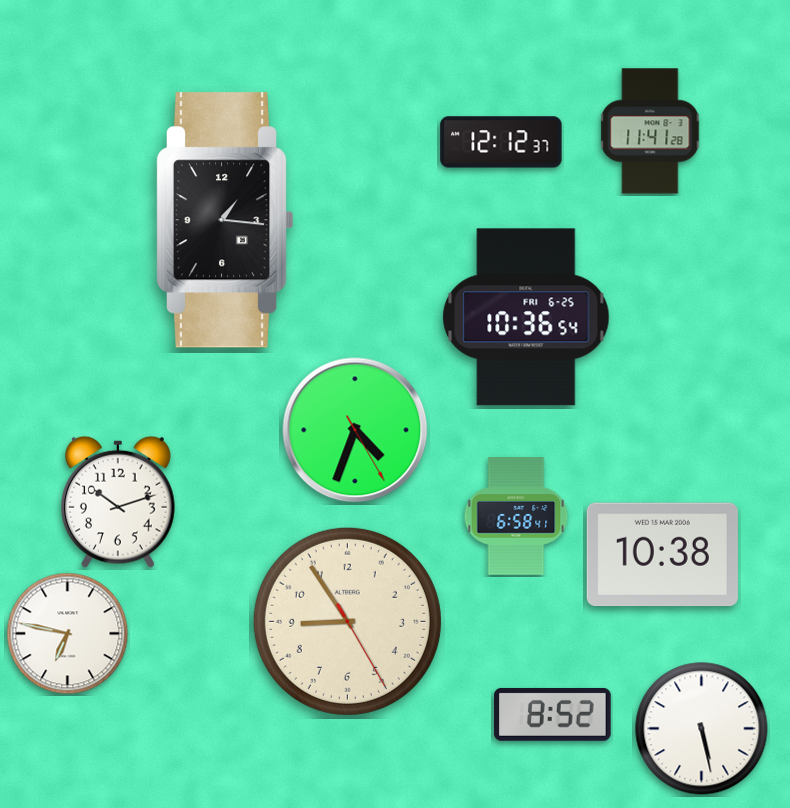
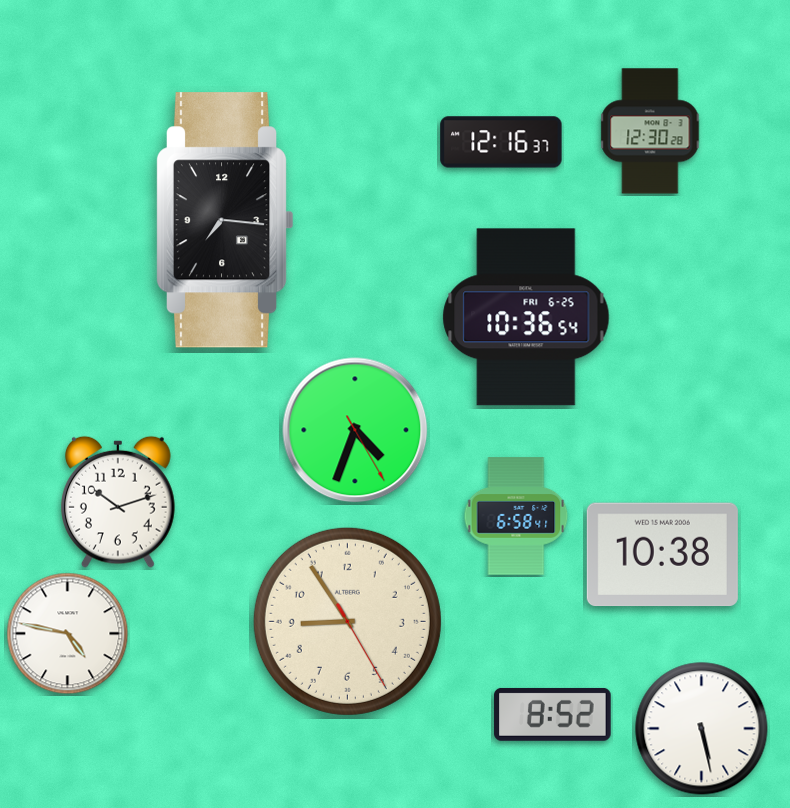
clock at (650, 131): 11:41 -> 12:30
clock at (501, 142): 12:12 -> 12:16
clock at (225, 220): 1:16 -> 7:16
clock at (68, 634): 6:47 -> 4:47
